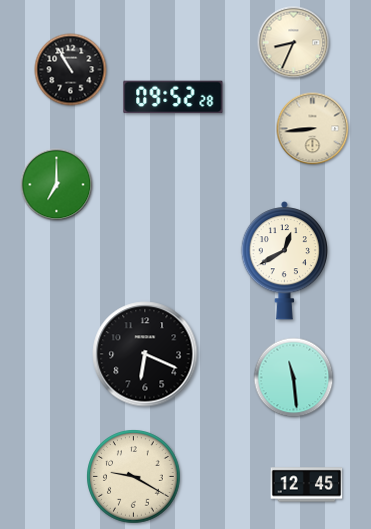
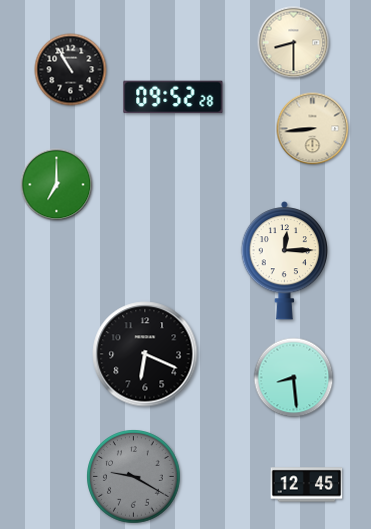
clock at (294, 43): 8:34 -> 8:30
clock at (285, 261): 12:40 -> 12:15
clock at (294, 378): 11:29 -> 8:29
clock at (134, 477) dial: cream -> grey
